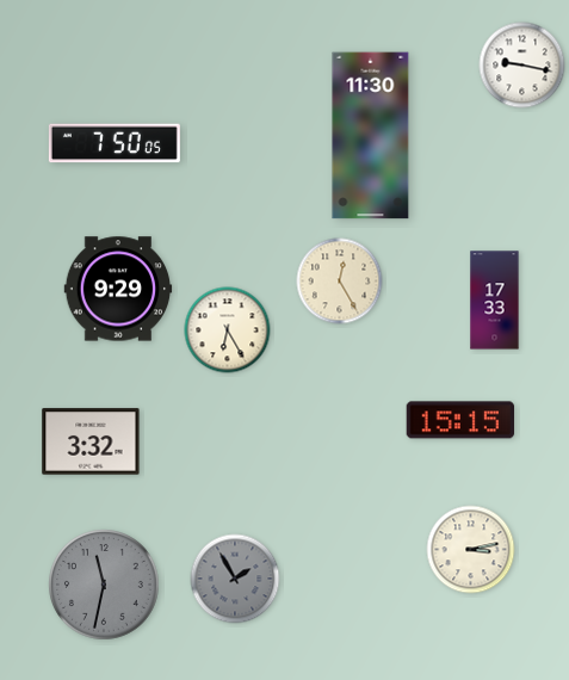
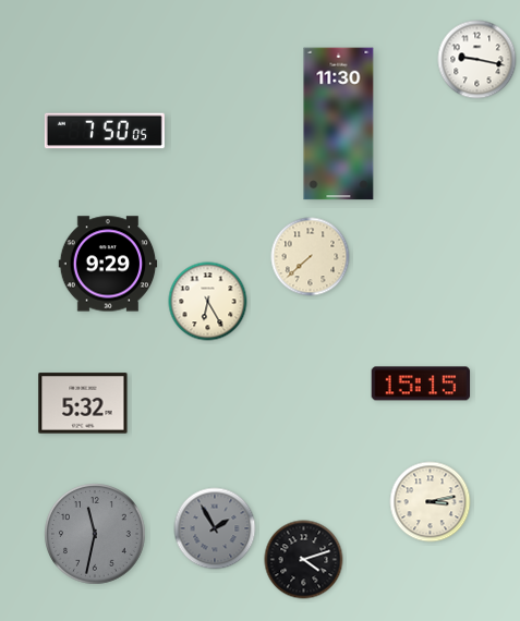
clock at (340, 282): 12:25 -> 7:38
clock at (495, 301): 17:33 -> none
clock at (91, 441): 3:32 -> 5:32
clock at (304, 560): none -> 4:12
